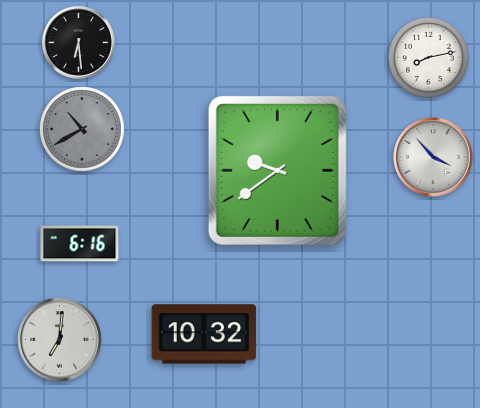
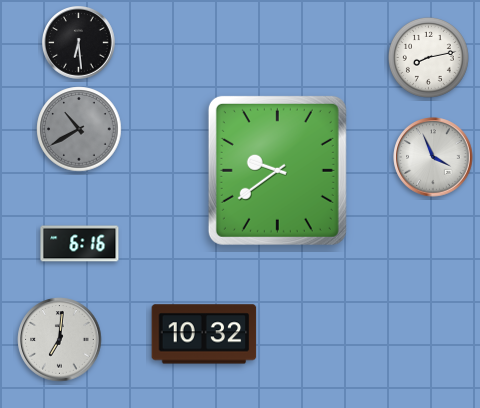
clock at (82, 129) position: (82, 129) -> (79, 129)
clock at (433, 157): 3:53 -> 3:56
